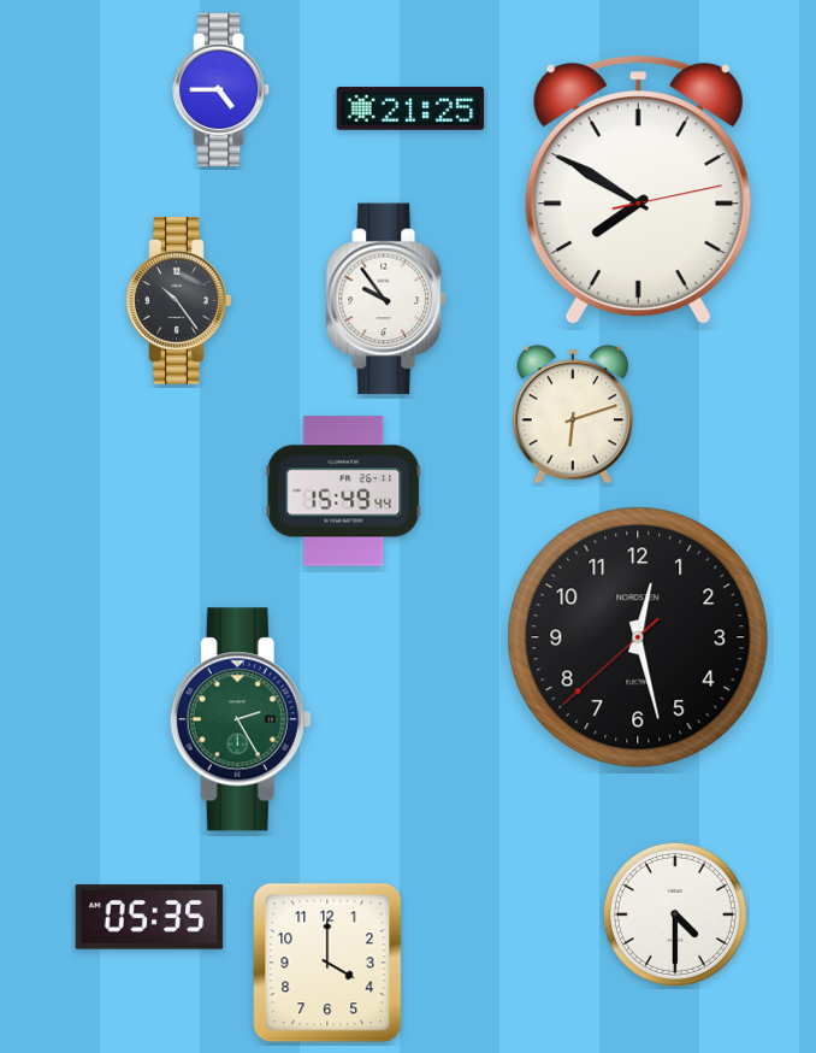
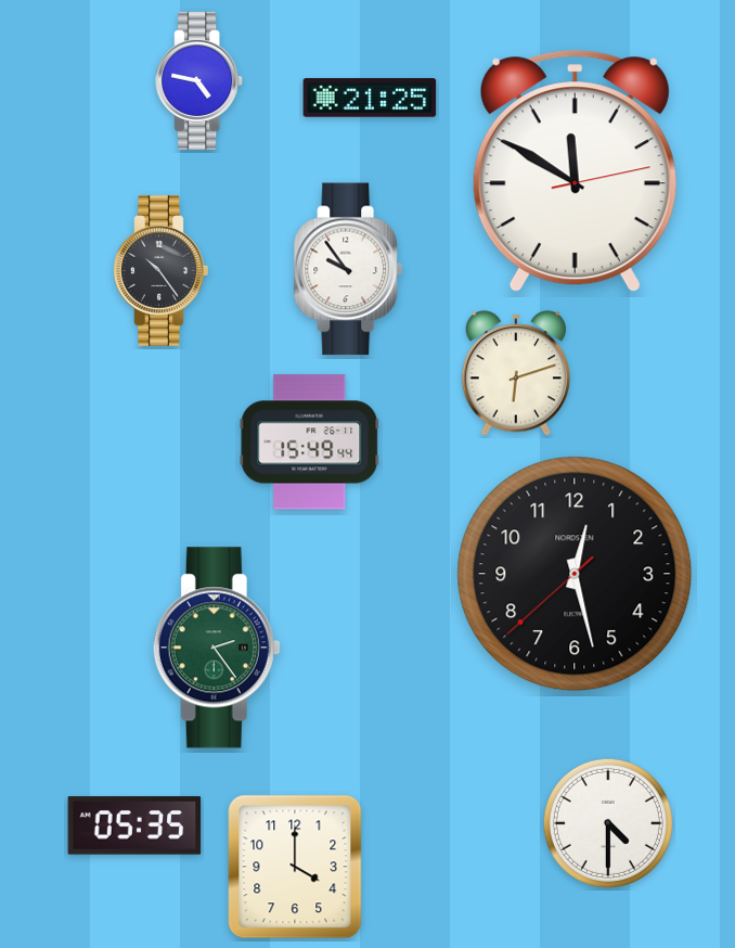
clock at (221, 89): 4:45 -> 4:47
clock at (638, 190): 7:50 -> 11:50
clock at (241, 719): 2:25 -> 2:24
